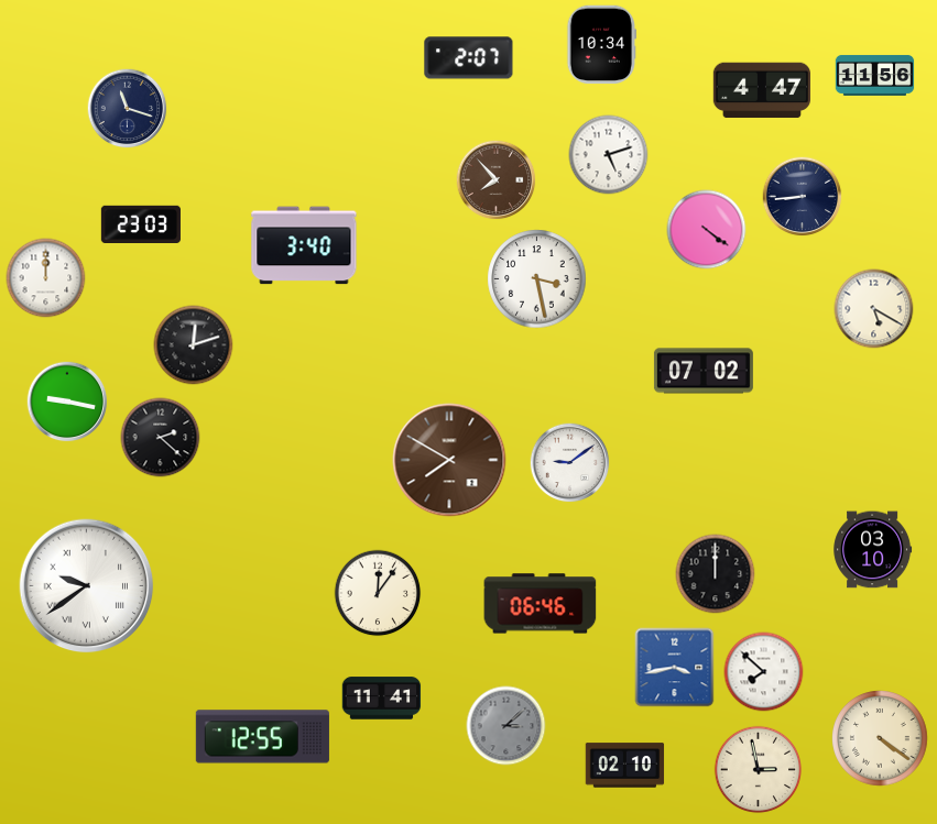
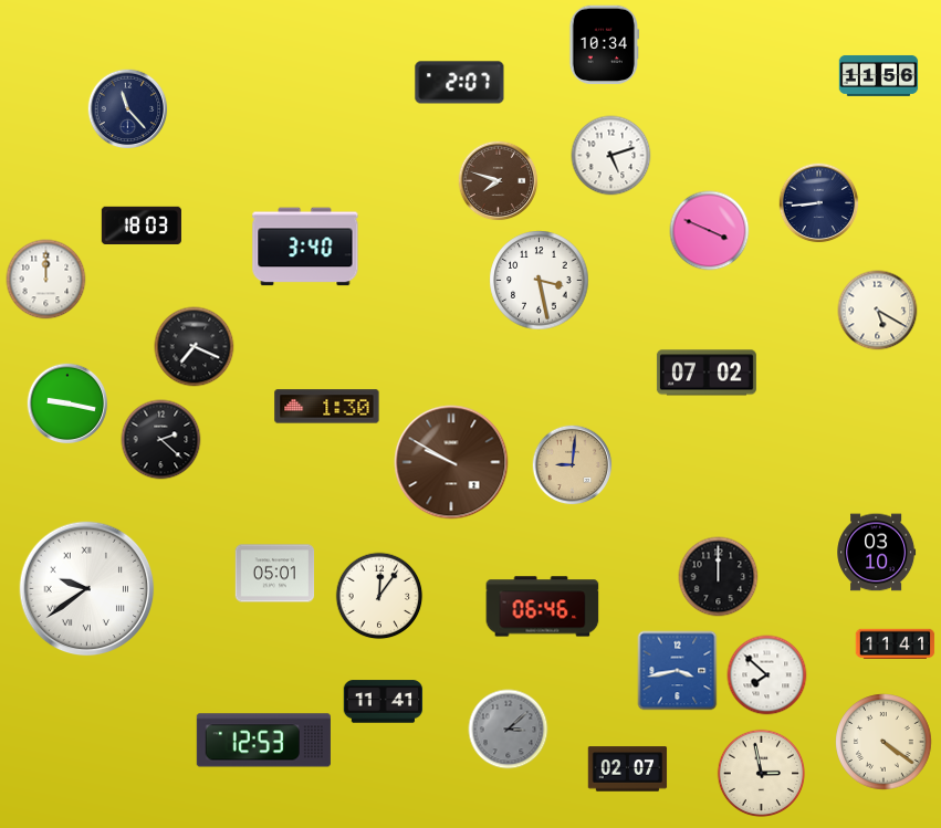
clock at (469, 58) position: (469, 58) -> (460, 83)
clock at (762, 90): 4:47 -> none
clock at (128, 109): 11:18 -> 11:23
clock at (497, 180): 7:53 -> 7:48
clock at (803, 197) position: (803, 197) -> (819, 203)
clock at (141, 223): 23:03 -> 18:03
clock at (707, 230): 4:21 -> 3:49
clock at (194, 345): 12:12 -> 7:19
clock at (327, 407): none -> 1:30
clock at (449, 460): 7:50 -> 9:50
clock at (570, 463): 9:09 -> 9:01
clock at (570, 463) dial: white -> champagne
clock at (275, 574): none -> 05:01
clock at (896, 643): none -> 11:41
clock at (262, 737): 12:55 -> 12:53
clock at (625, 766): 02:10 -> 02:07
